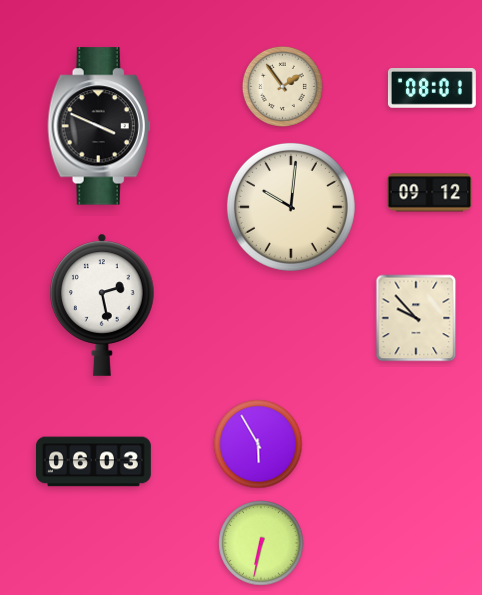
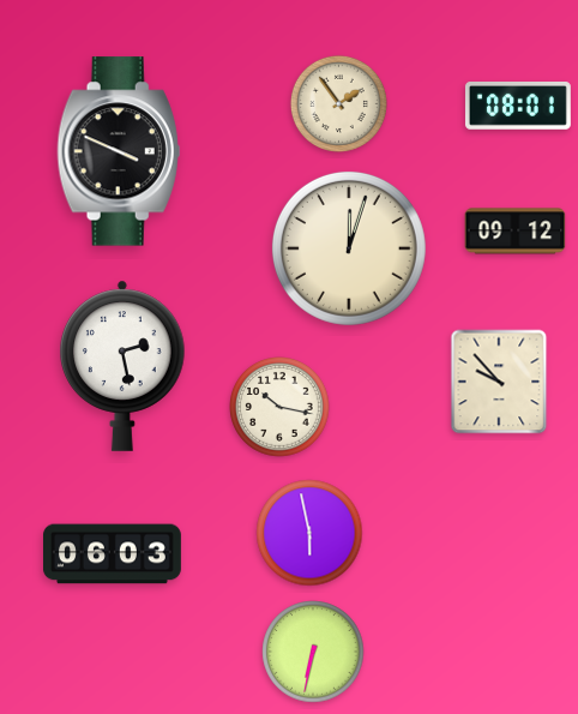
clock at (291, 207): 10:01 -> 12:03
clock at (281, 408): none -> 10:17
clock at (258, 444): 5:55 -> 5:58
